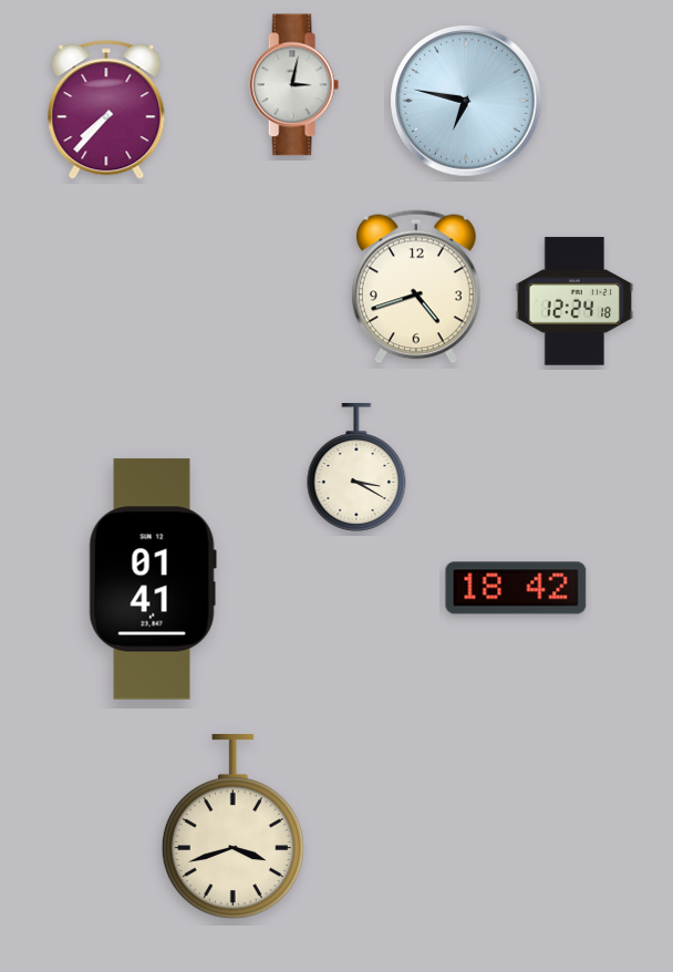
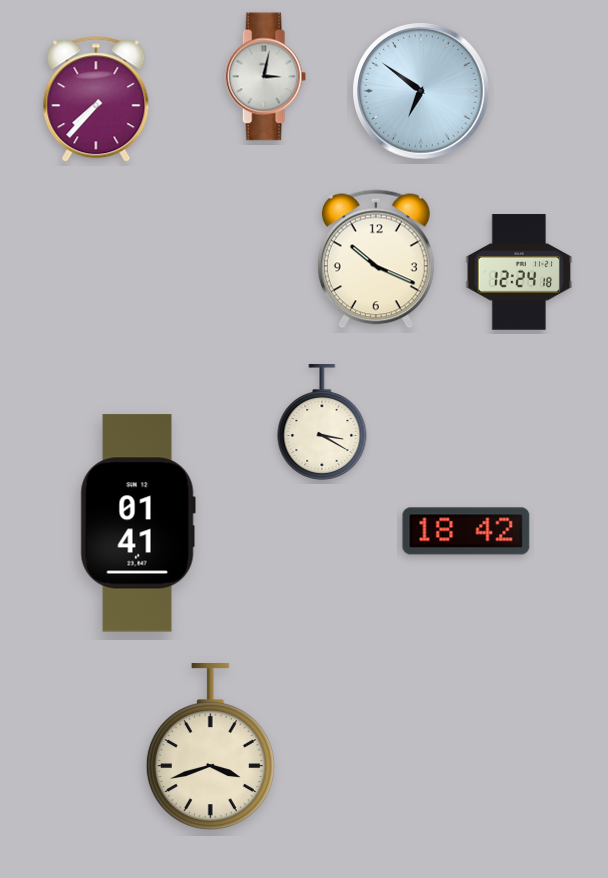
clock at (466, 101): 6:47 -> 6:51
clock at (416, 287): 4:42 -> 10:19
